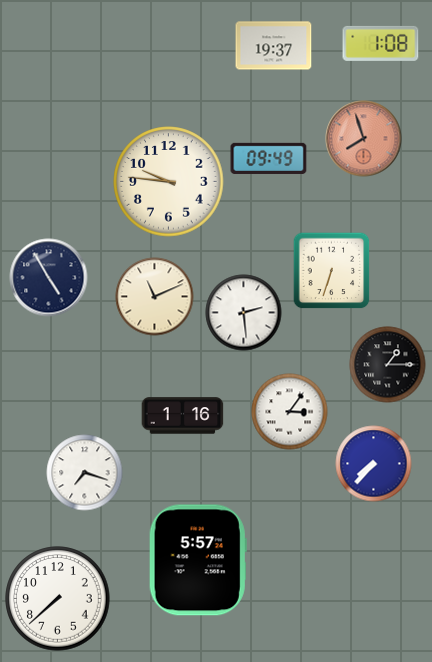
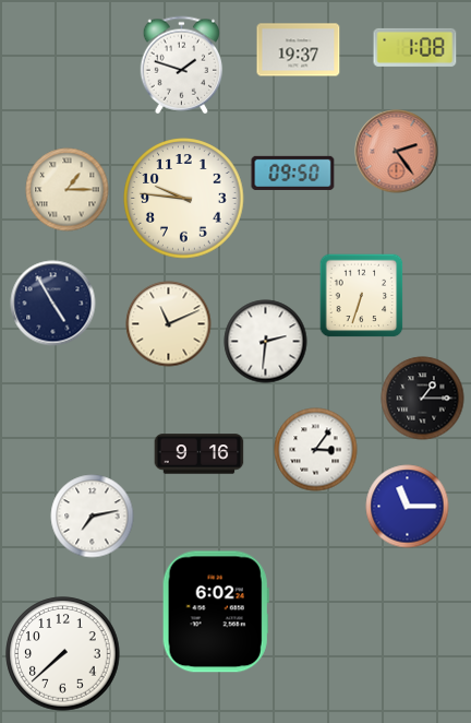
clock at (182, 66): none -> 1:48
clock at (364, 139): 7:57 -> 2:24
clock at (269, 158): 09:49 -> 09:50
clock at (68, 190): none -> 1:15
clock at (244, 313): 2:29 -> 2:31
clock at (183, 416): 1:16 -> 9:16
clock at (374, 464): 7:37 -> 11:15
clock at (85, 473): 7:18 -> 7:13
clock at (198, 560): 5:57 -> 6:02
